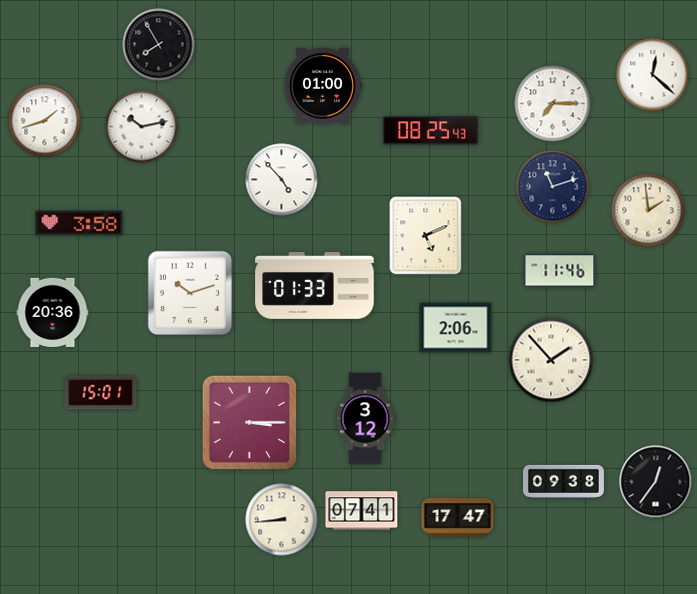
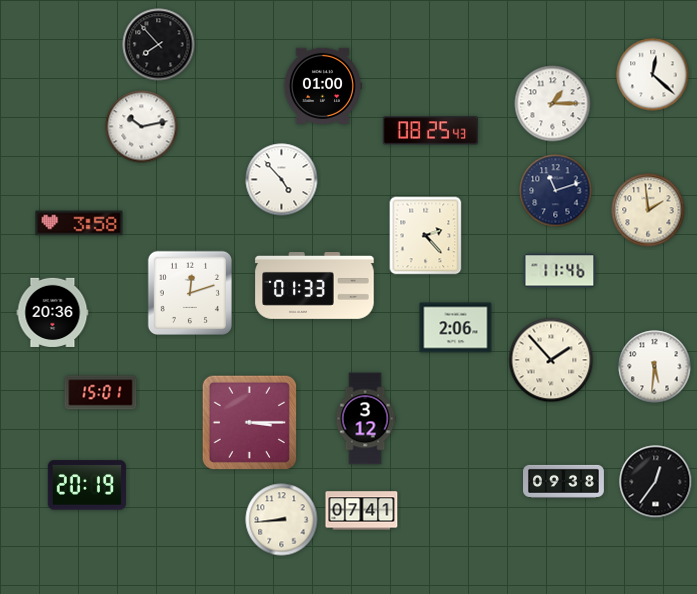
clock at (159, 45): 7:55 -> 7:53
clock at (553, 104): 7:15 -> 1:15
clock at (45, 121): 1:42 -> none
clock at (553, 187) position: (553, 187) -> (556, 191)
clock at (426, 236): 5:11 -> 2:23
clock at (189, 292): 10:12 -> 12:12
clock at (655, 367): none -> 5:31
clock at (87, 485): none -> 20:19
clock at (458, 518): 17:47 -> none
